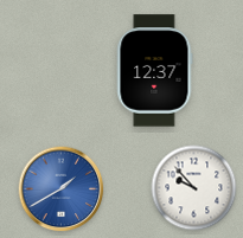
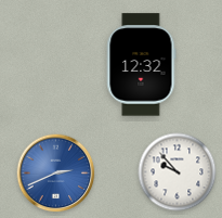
clock at (155, 71): 12:37 -> 12:32
clock at (62, 189): 1:40 -> 2:41
